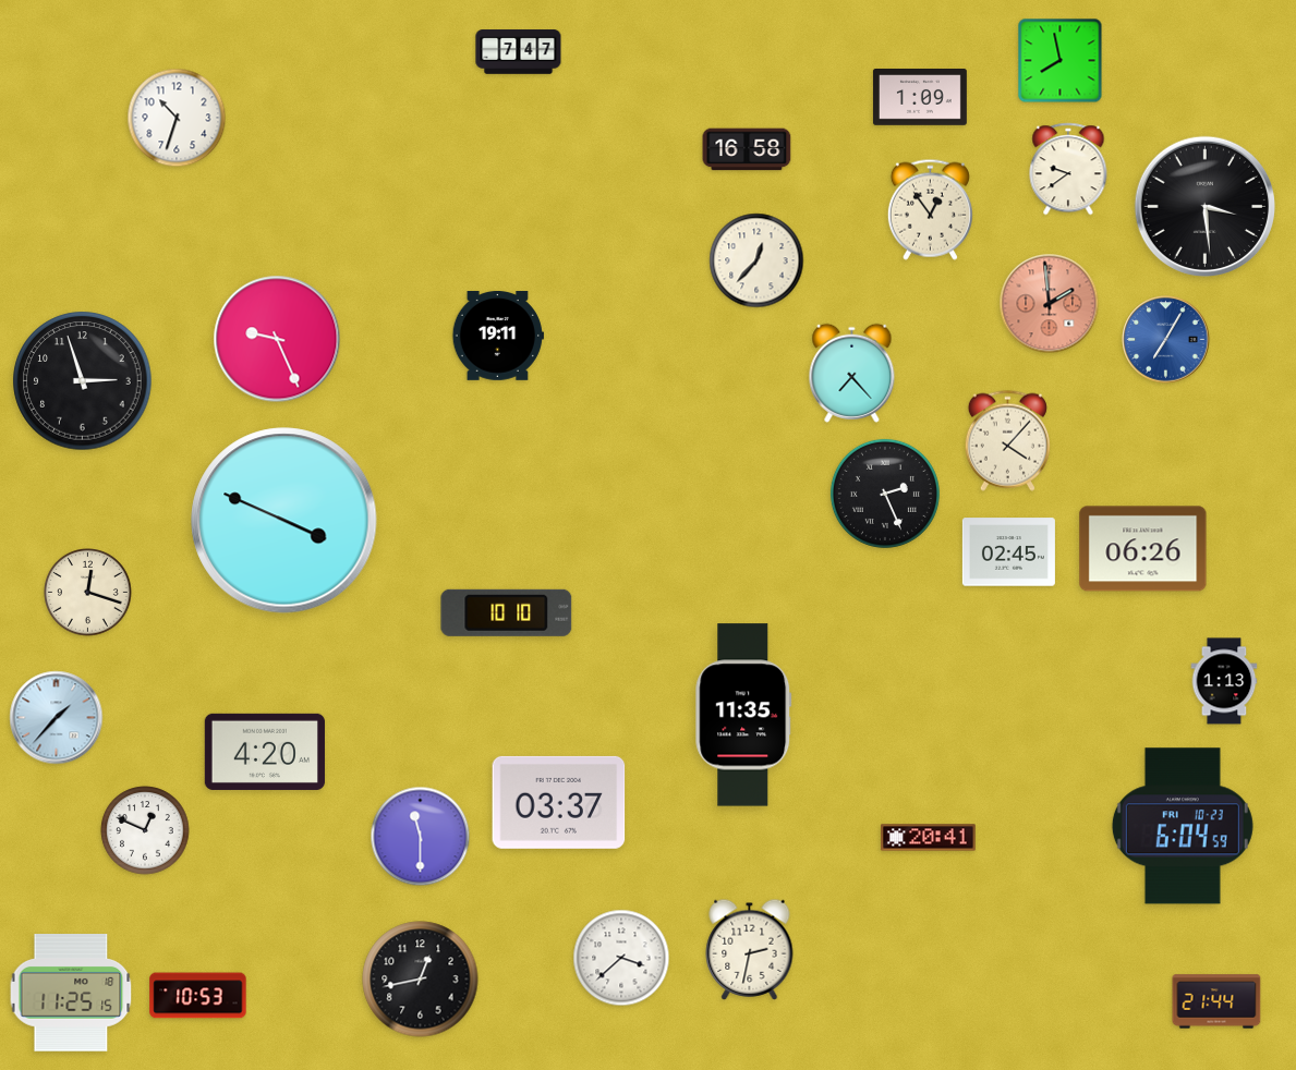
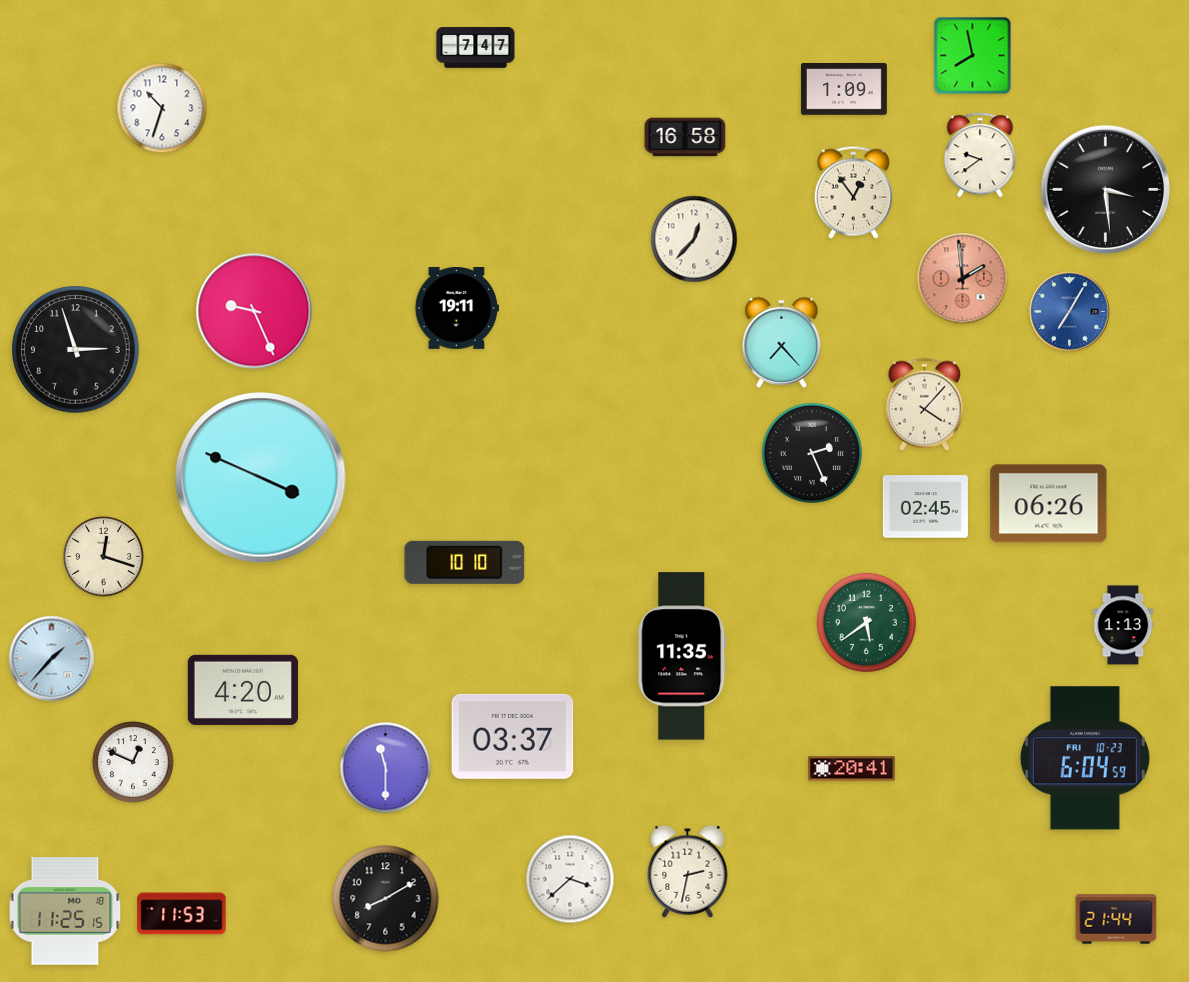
clock at (88, 593) position: (88, 593) -> (104, 557)
clock at (866, 622): none -> 5:39
clock at (421, 980): 12:43 -> 8:10
clock at (198, 996): 10:53 -> 11:53
